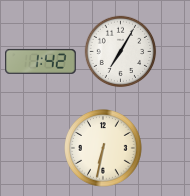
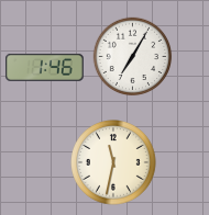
clock at (41, 61): 1:42 -> 1:46
clock at (103, 148): 6:32 -> 11:32
